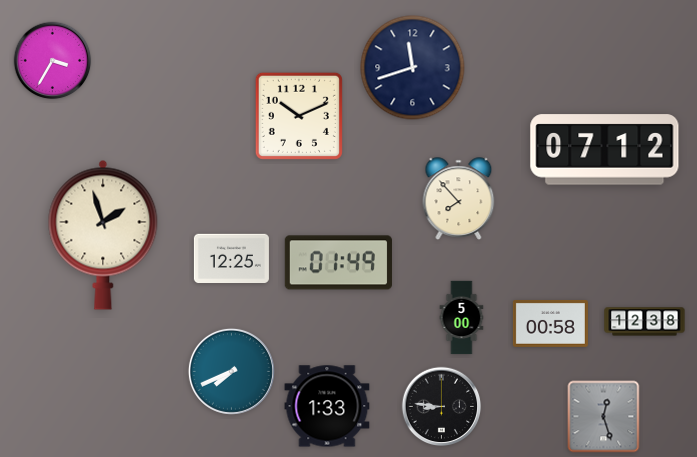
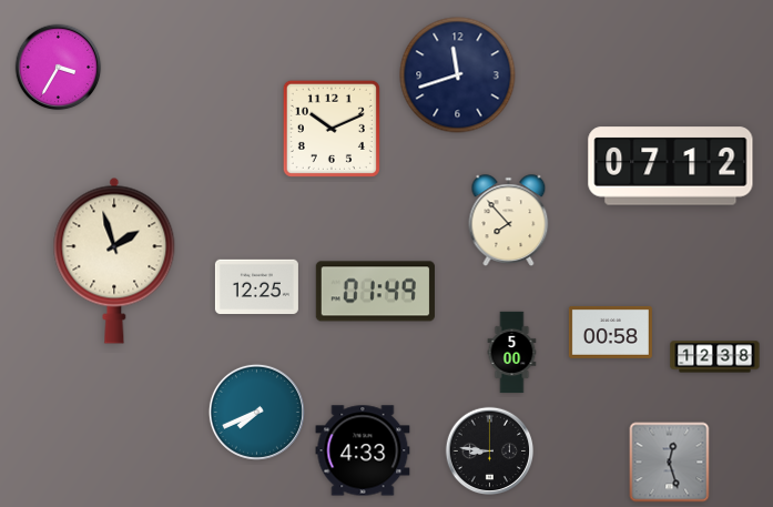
clock at (550, 323) position: (550, 323) -> (610, 332)
clock at (327, 406): 1:33 -> 4:33
